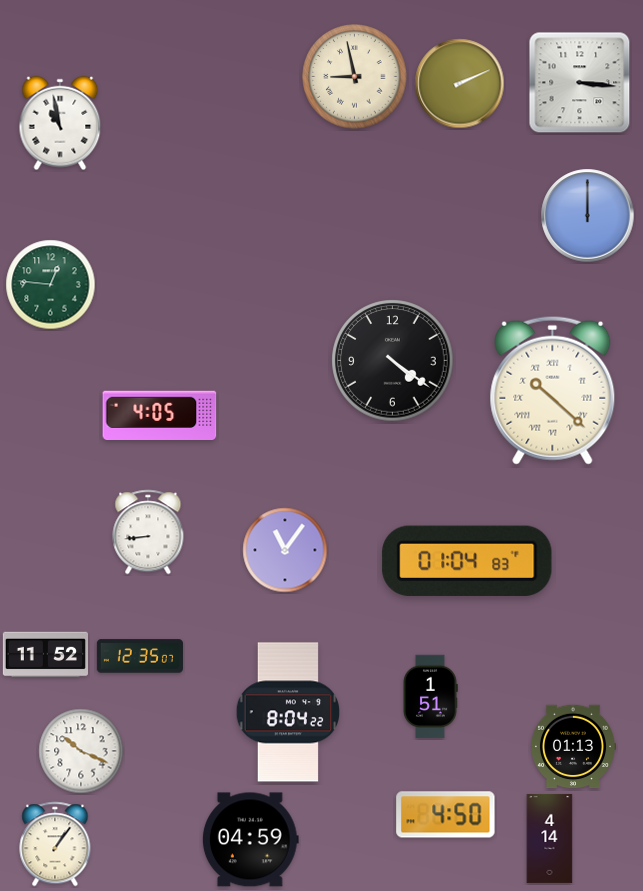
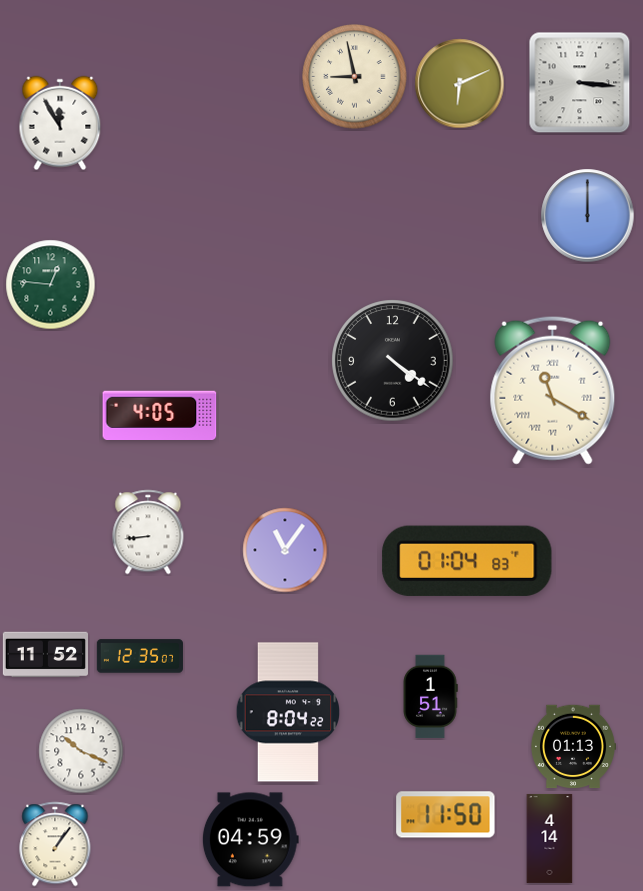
clock at (460, 84): 2:11 -> 6:11
clock at (60, 123): 10:58 -> 11:55
clock at (553, 390): 10:22 -> 11:20
clock at (446, 815): 4:50 -> 11:50
